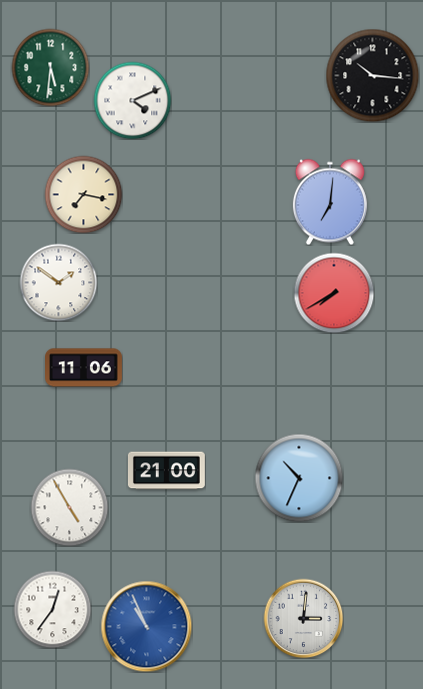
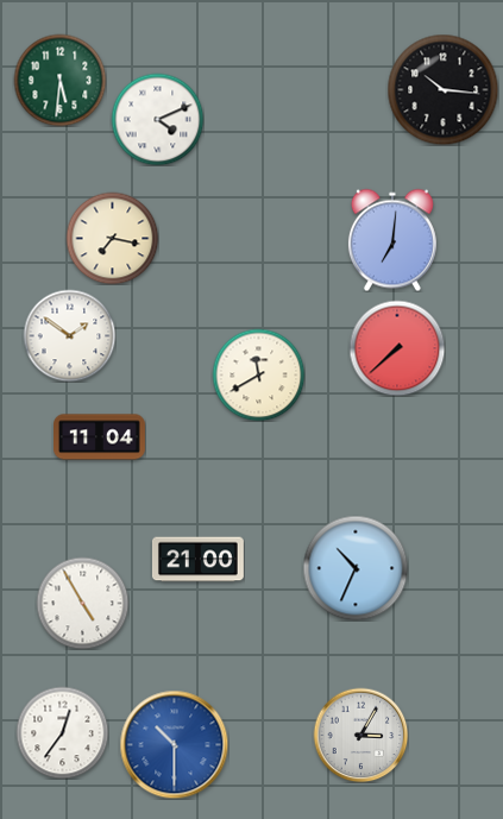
clock at (83, 194) position: (83, 194) -> (112, 238)
clock at (334, 293): 7:40 -> 7:38
clock at (258, 374): none -> 11:40
clock at (84, 368): 11:06 -> 11:04
clock at (52, 609) position: (52, 609) -> (62, 732)
clock at (303, 618): 3:01 -> 3:05
clock at (146, 626): 10:56 -> 10:30
